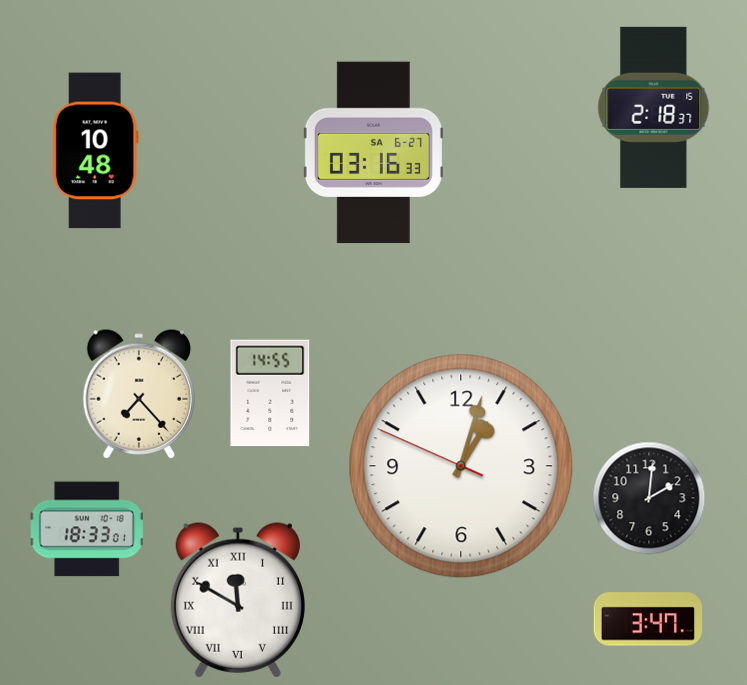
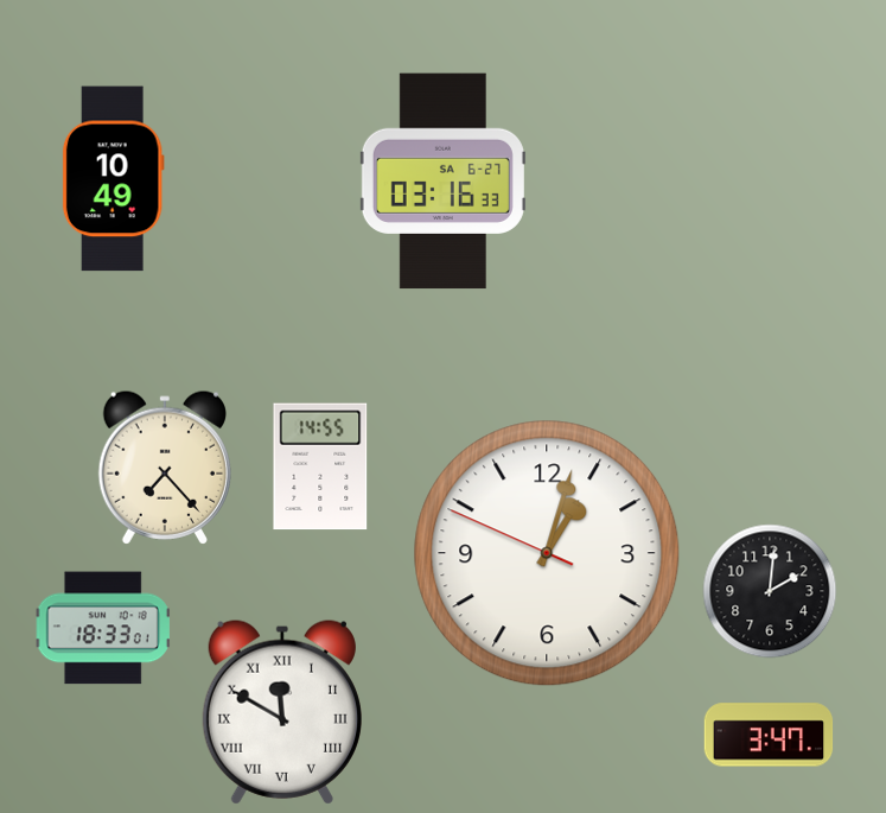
clock at (654, 107): 2:18 -> none
clock at (95, 151): 10:48 -> 10:49
